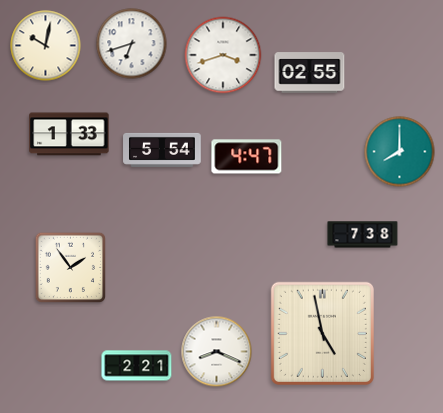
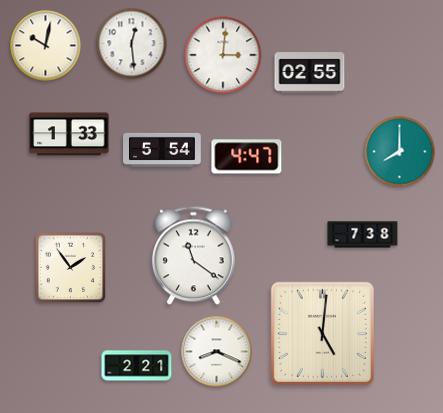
clock at (132, 44): 6:42 -> 12:29
clock at (223, 55): 3:42 -> 3:01
clock at (194, 256): none -> 11:21
clock at (322, 333): 4:58 -> 5:01
